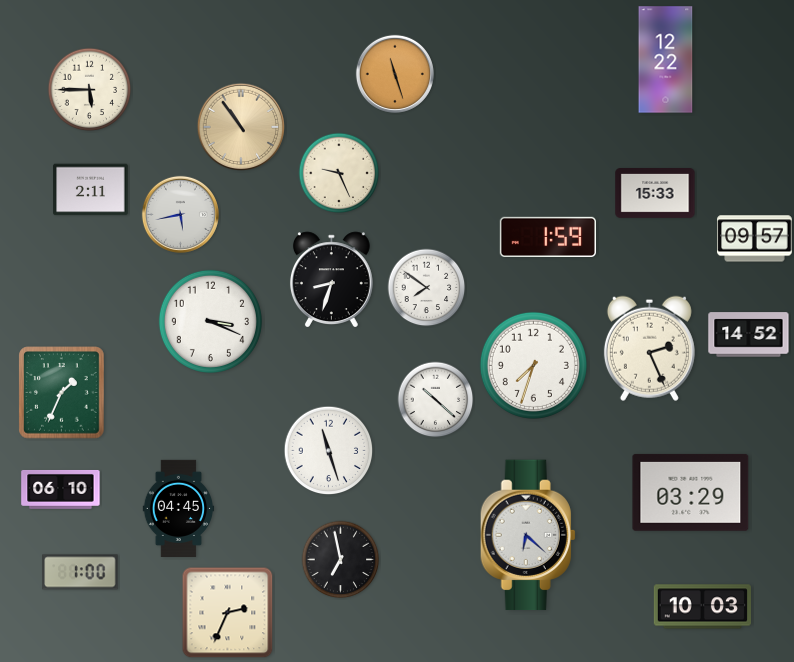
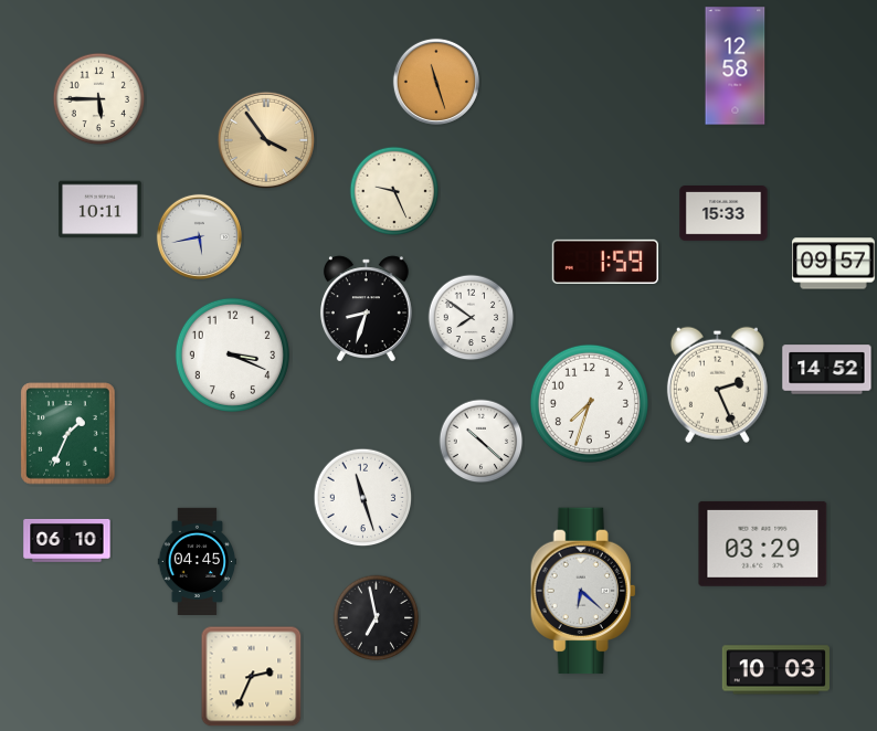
clock at (666, 60): 12:22 -> 12:58
clock at (240, 126): 10:54 -> 3:54
clock at (339, 173) position: (339, 173) -> (394, 191)
clock at (91, 190): 2:11 -> 10:11
clock at (80, 572): 1:00 -> none
